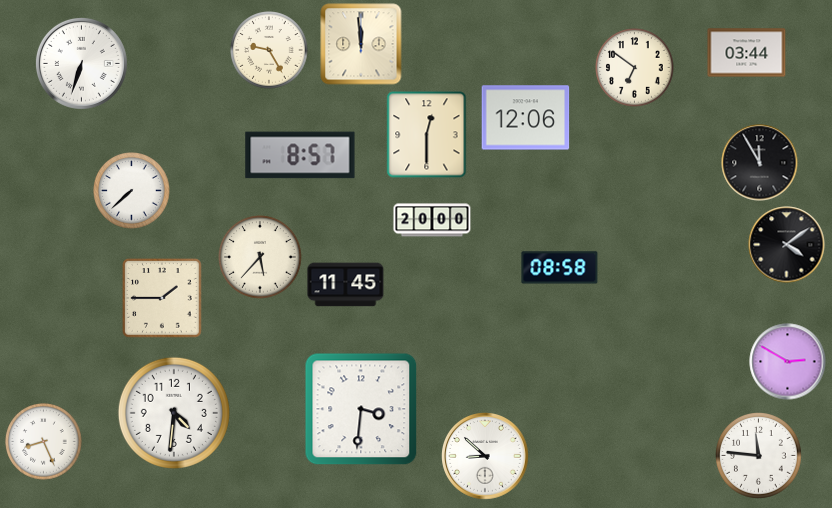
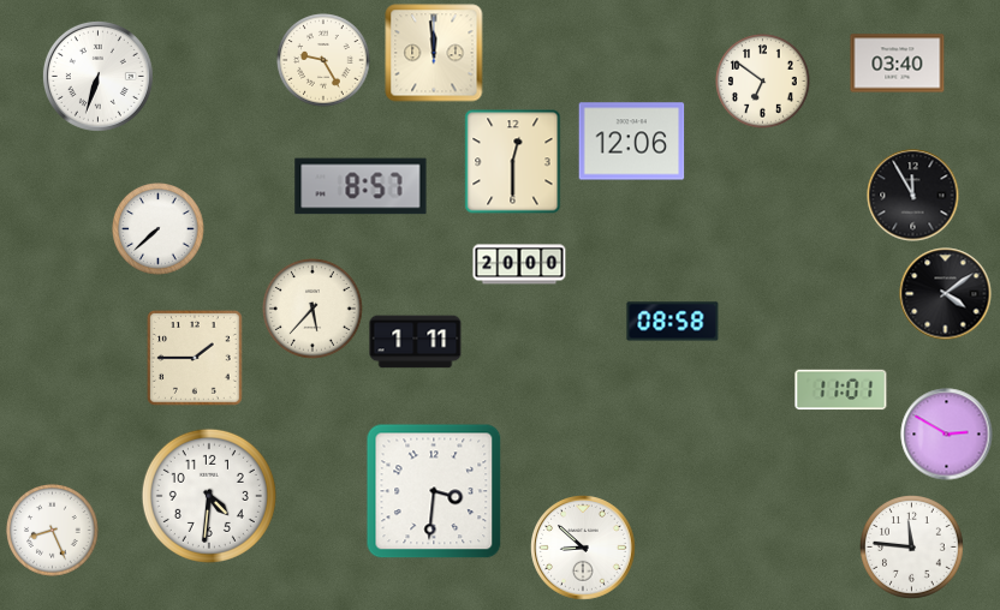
clock at (747, 53): 03:44 -> 03:40
clock at (346, 285): 11:45 -> 1:11
clock at (841, 390): none -> 11:01
